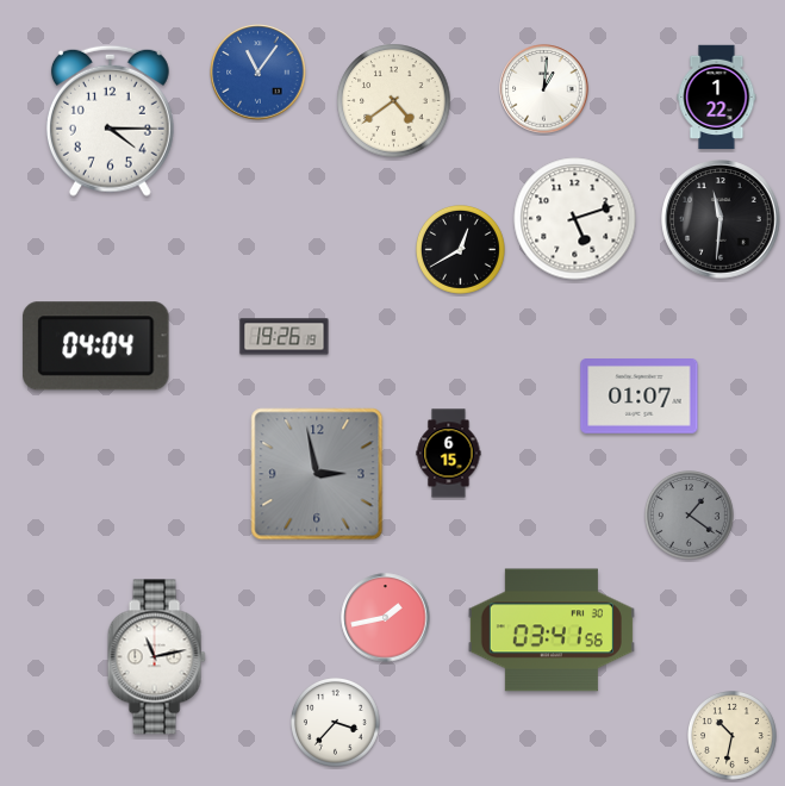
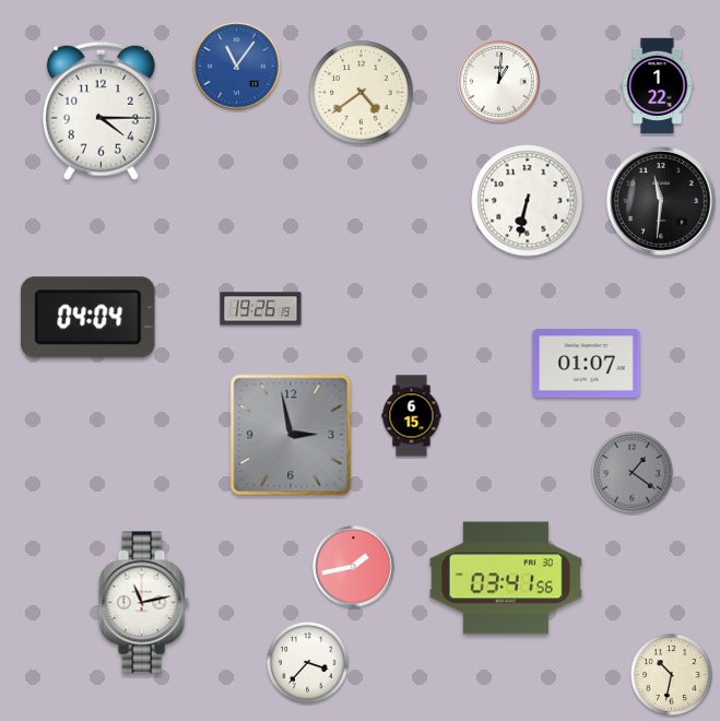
clock at (717, 98) position: (717, 98) -> (658, 86)
clock at (575, 219): 5:12 -> 6:32
clock at (461, 250): 12:40 -> none
